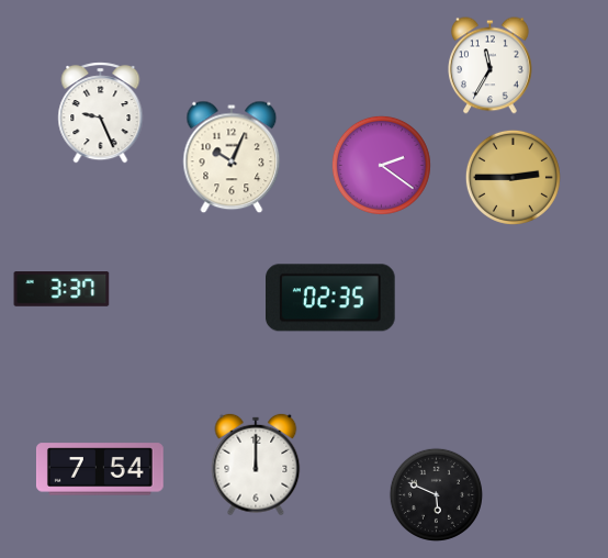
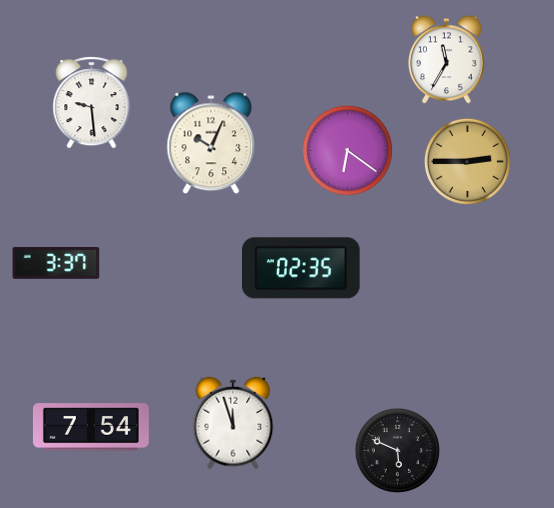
clock at (101, 113): 9:26 -> 9:29
clock at (381, 165): 2:21 -> 6:21
clock at (331, 298) position: (331, 298) -> (302, 268)
clock at (256, 465): 12:00 -> 11:57
